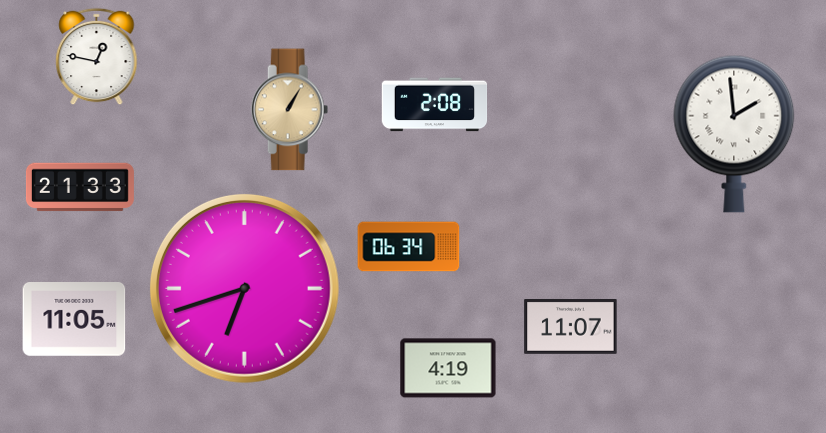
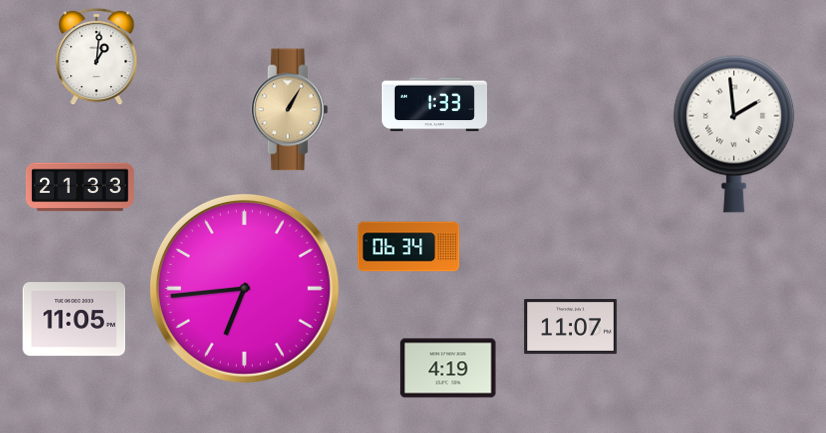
clock at (97, 57): 12:47 -> 1:01
clock at (435, 105): 2:08 -> 1:33
clock at (244, 288): 6:42 -> 6:44
